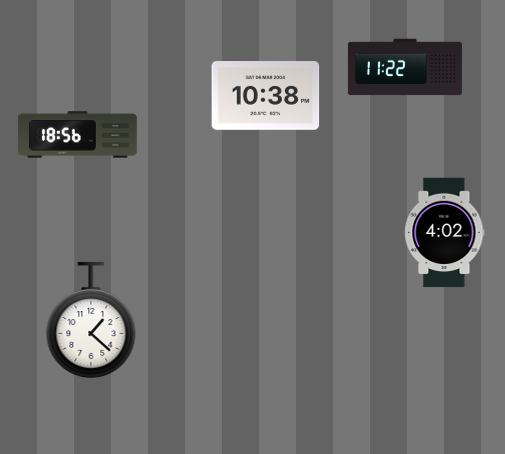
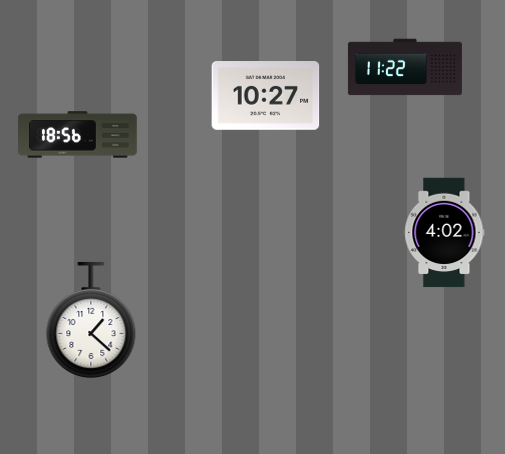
clock at (266, 96): 10:38 -> 10:27
